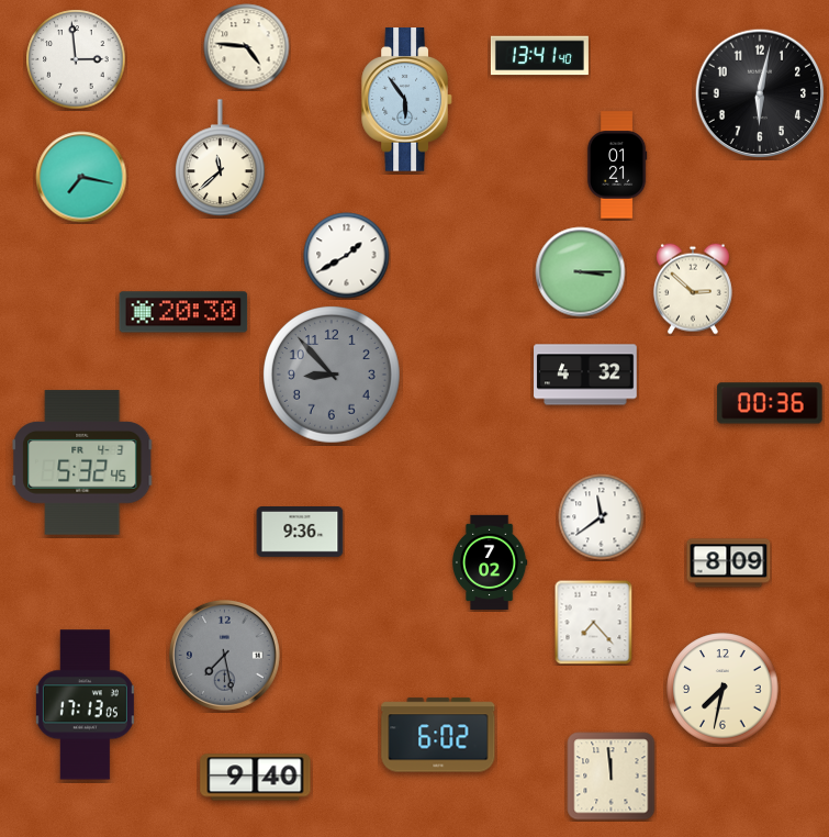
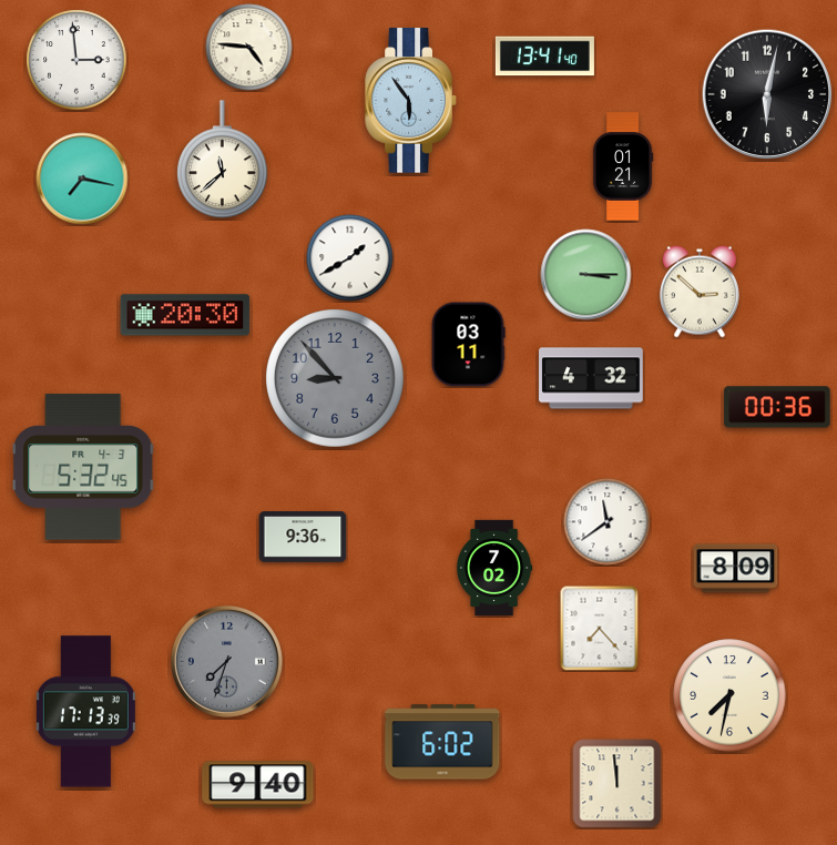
clock at (468, 345): none -> 03:11
clock at (224, 655): 7:28 -> 7:33
clock at (85, 705): 17:13:05 -> 17:13:39
